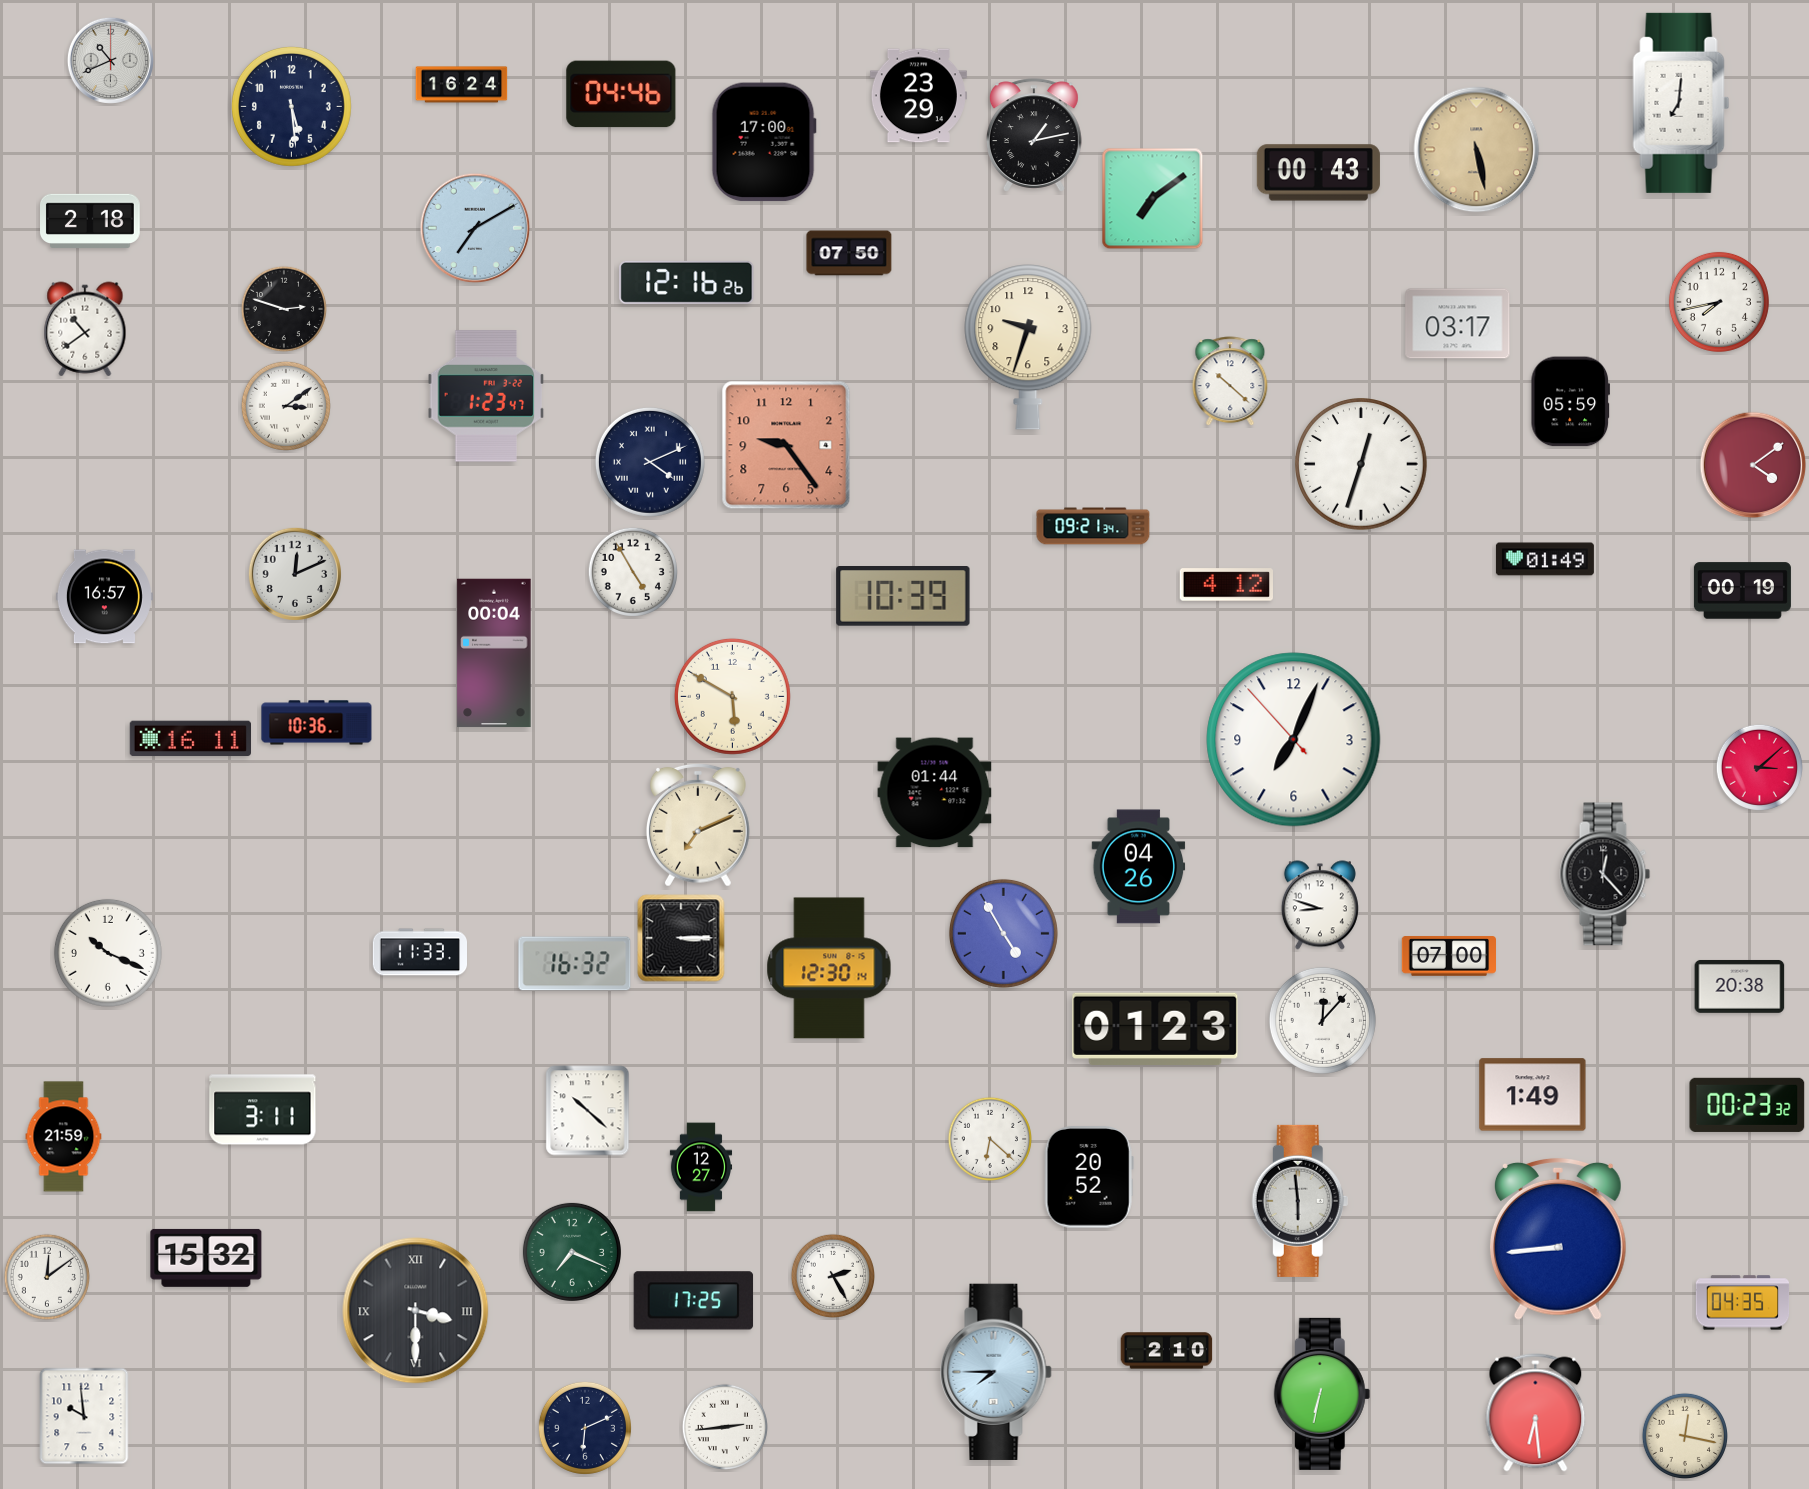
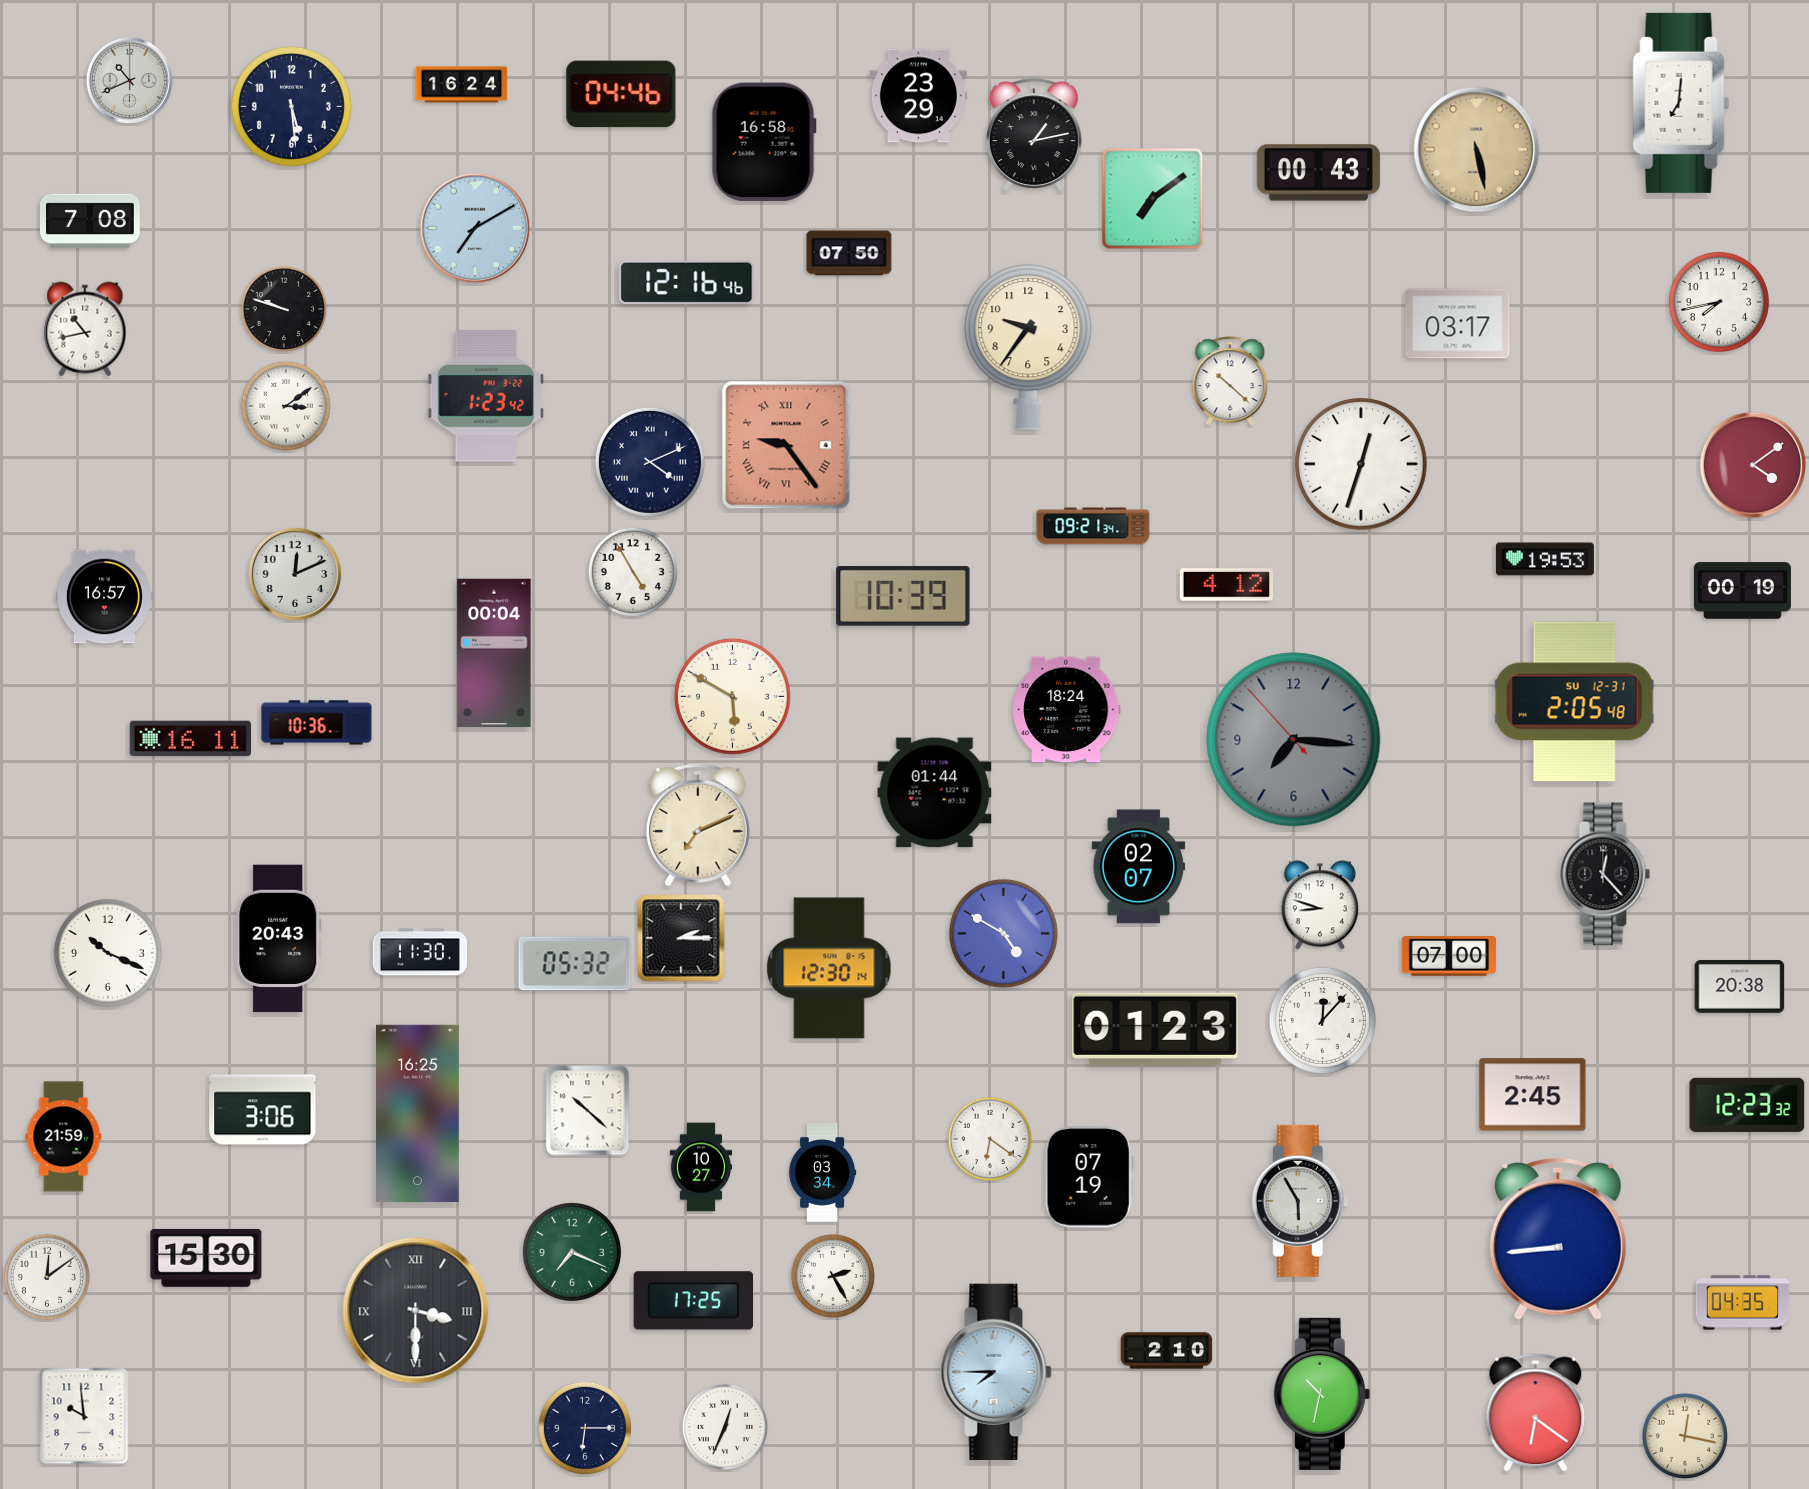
clock at (110, 60) position: (110, 60) -> (129, 80)
clock at (764, 142): 17:00 -> 16:58
clock at (91, 220): 2:18 -> 7:08
clock at (687, 282): 12:16:26 -> 12:16:46
clock at (283, 308): 2:48 -> 9:48
clock at (85, 329): 10:39 -> 10:43
clock at (1028, 347): 9:33 -> 9:36
clock at (486, 396): 1:23:47 -> 1:23:42
clock at (1570, 402): 05:59 -> none
clock at (786, 445) numerals: Arabic -> Roman
clock at (1545, 559): 01:49 -> 19:53
clock at (1574, 702): none -> 2:05
clock at (1067, 710): none -> 18:24
clock at (1294, 740): 7:03 -> 7:15
clock at (1294, 740) dial: white -> grey
clock at (1759, 767): 3:08 -> none
clock at (1139, 867): 04:26 -> 02:07
clock at (1003, 933): 4:55 -> 4:50
clock at (681, 938): 3:15 -> 2:15
clock at (279, 939): none -> 20:43
clock at (419, 952): 11:33 -> 11:30
clock at (575, 964): 16:32 -> 05:32
clock at (1533, 1095): 1:49 -> 2:45
clock at (1747, 1105): 00:23 -> 12:23
clock at (263, 1110): 3:11 -> 3:06
clock at (418, 1113): none -> 16:25
clock at (989, 1138): 6:22 -> 6:21
clock at (701, 1167): 12:27 -> 10:27
clock at (823, 1173): none -> 03:34
clock at (1089, 1177): 20:52 -> 07:19
clock at (1300, 1201): 5:59 -> 5:55
clock at (206, 1258): 15:32 -> 15:30
clock at (1322, 1394): 6:32 -> 10:32
clock at (1536, 1413): 6:29 -> 6:21
clock at (724, 1426): 2:44 -> 12:34
clock at (585, 1428): 6:11 -> 6:15
